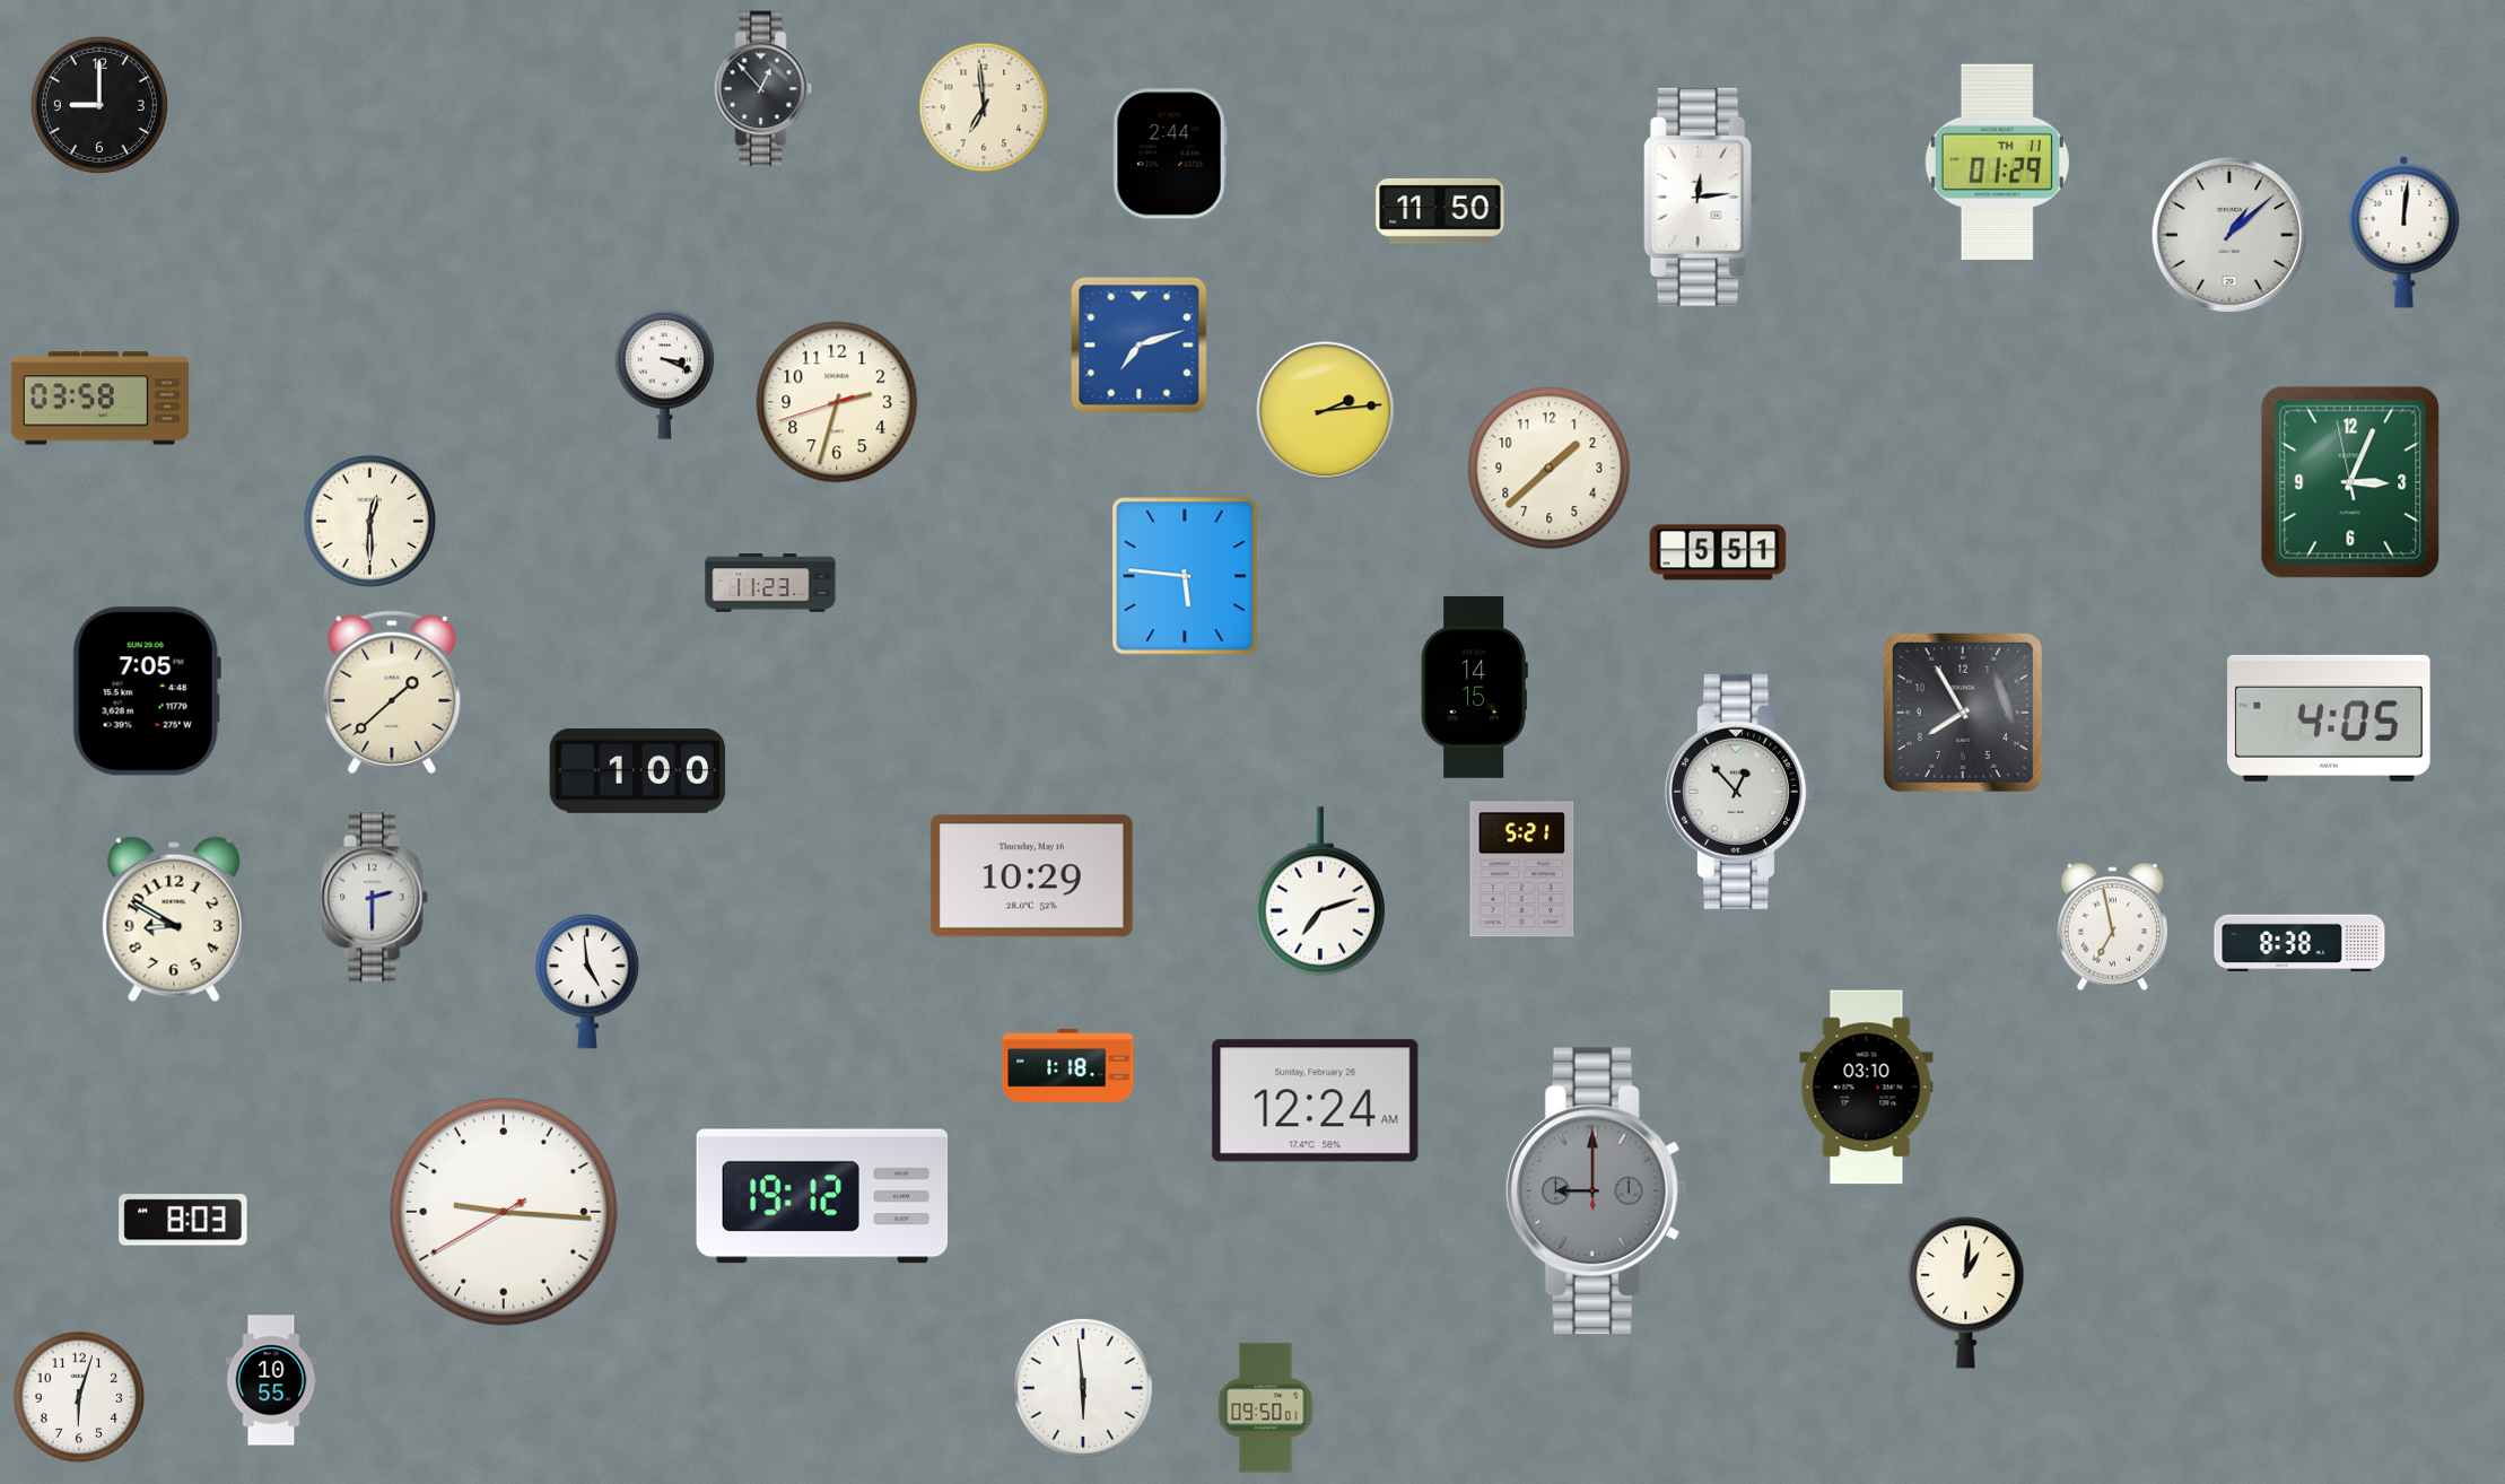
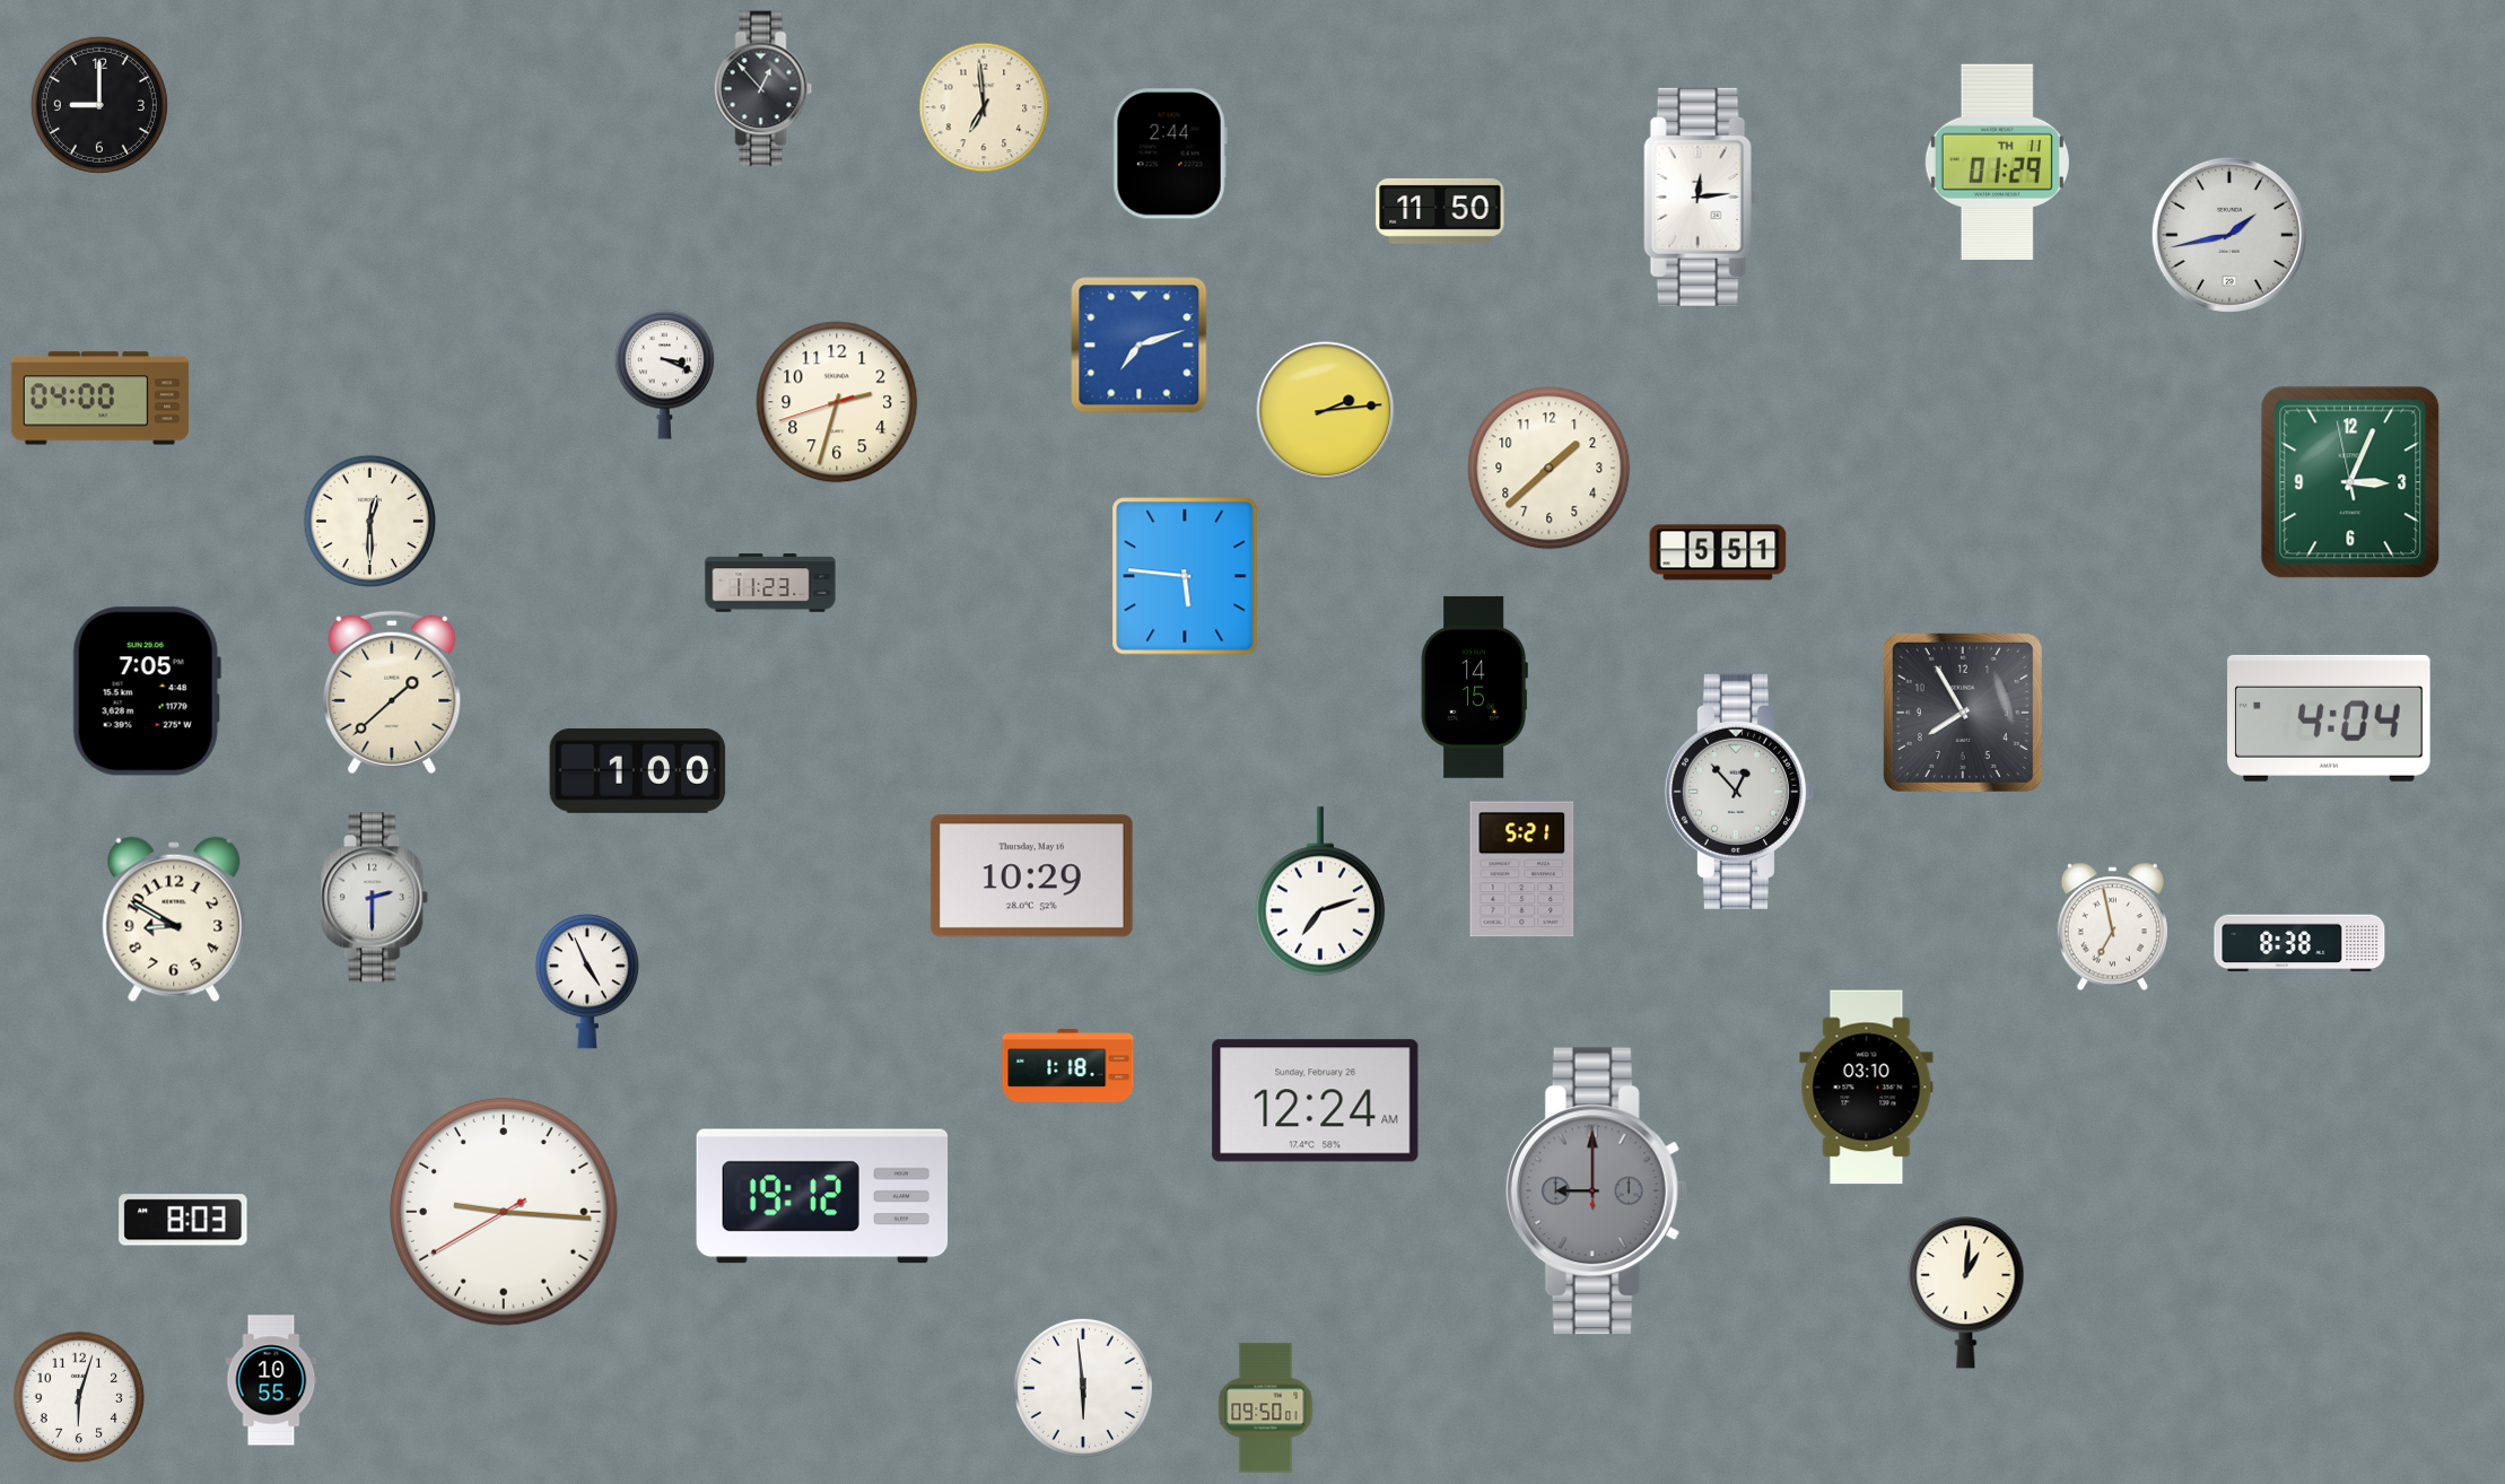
clock at (2404, 232): 12:01 -> none
clock at (2229, 235): 1:08 -> 1:43
clock at (99, 399): 03:58 -> 04:00
clock at (2329, 718): 4:05 -> 4:04
clock at (587, 981): 4:59 -> 4:56
